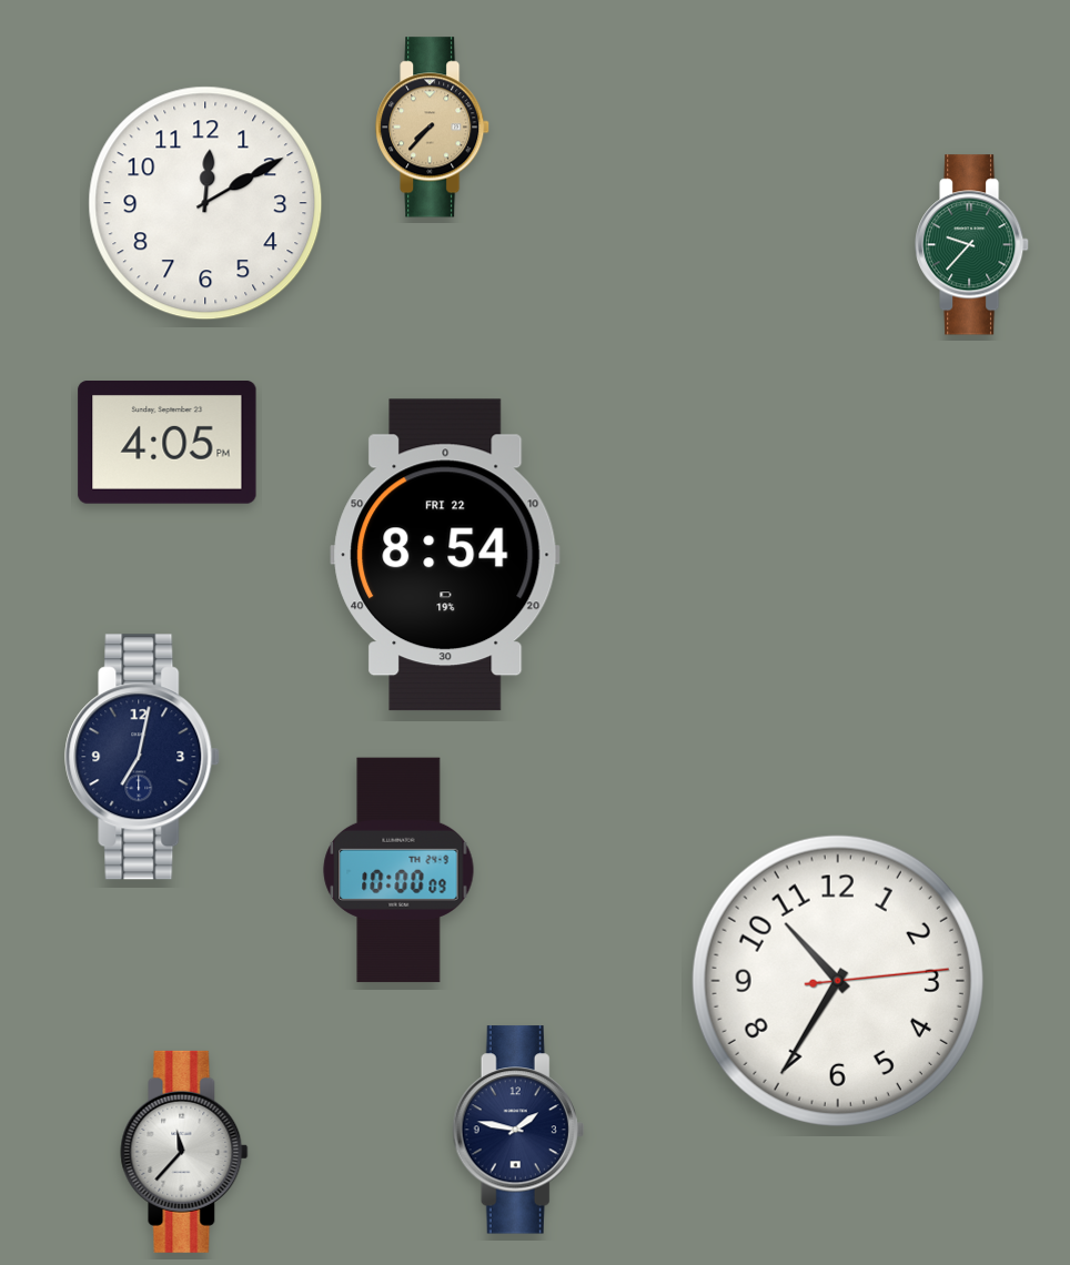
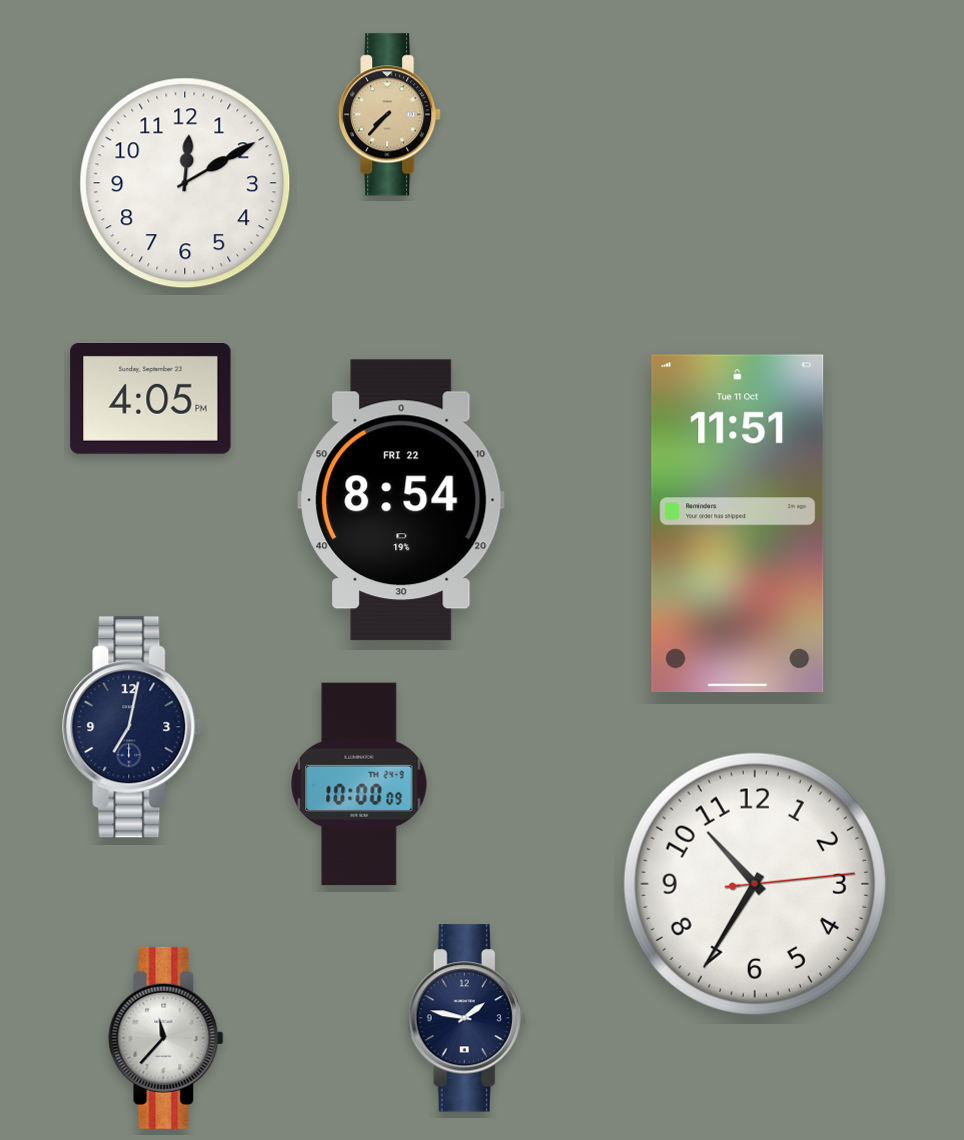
clock at (972, 245): 9:37 -> none
clock at (738, 524): none -> 11:51
clock at (143, 757) position: (143, 757) -> (133, 727)
